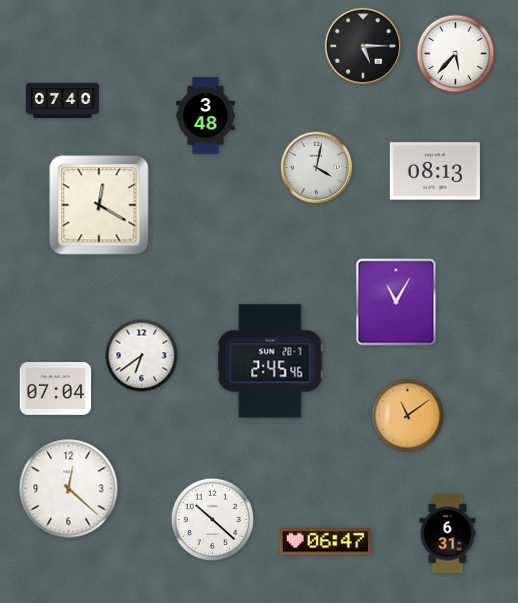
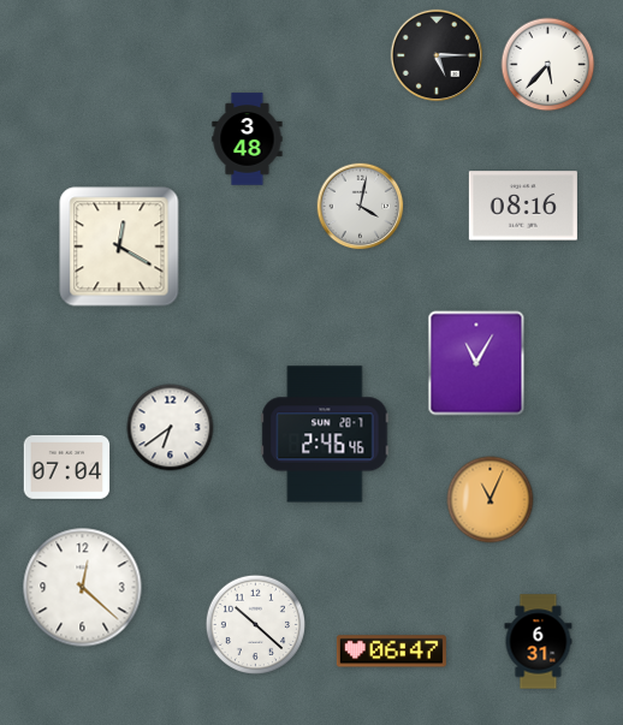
clock at (62, 101): 07:40 -> none
clock at (317, 168) position: (317, 168) -> (361, 207)
clock at (435, 171): 08:13 -> 08:16
clock at (270, 361): 2:45 -> 2:46
clock at (408, 416): 11:09 -> 11:04
